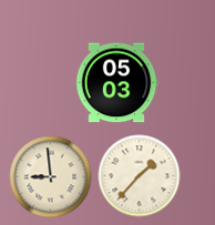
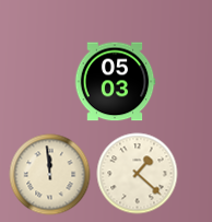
clock at (140, 176): 1:37 -> 1:22
clock at (51, 177): 8:59 -> 11:59
